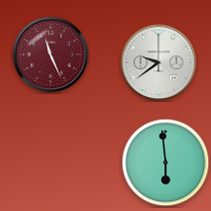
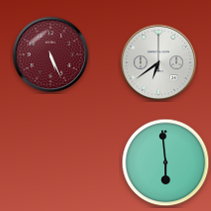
clock at (51, 55): 11:26 -> 5:26
clock at (159, 63): 9:39 -> 6:39
